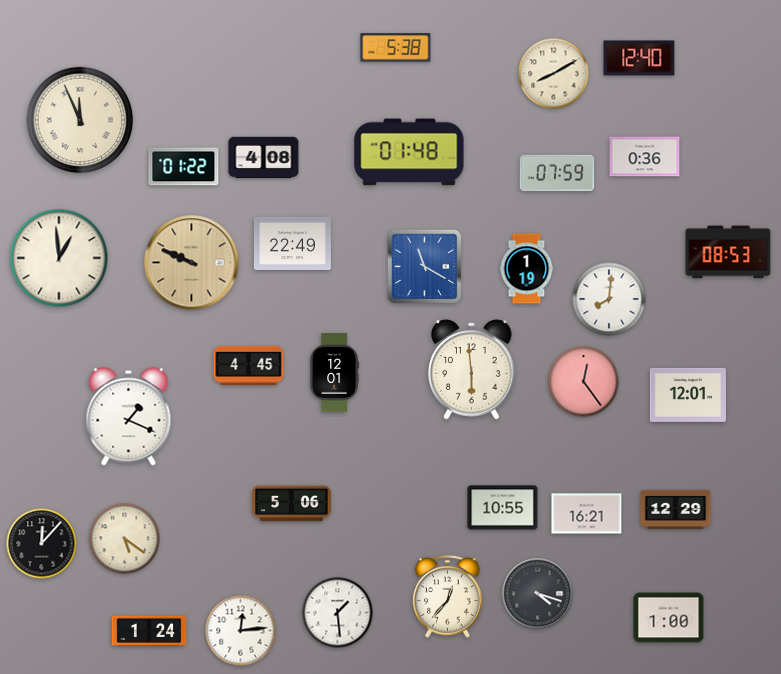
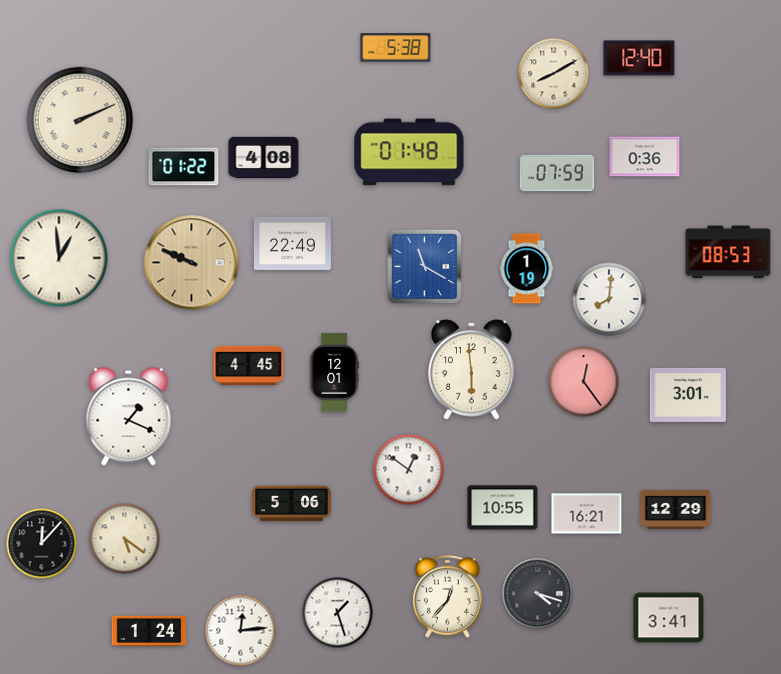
clock at (80, 120): 11:56 -> 2:11
clock at (688, 395): 12:01 -> 3:01
clock at (409, 470): none -> 12:51
clock at (338, 613): 1:29 -> 1:27
clock at (669, 618): 1:00 -> 3:41
